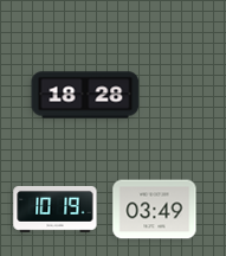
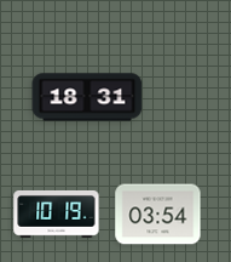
clock at (85, 95): 18:28 -> 18:31
clock at (155, 210): 03:49 -> 03:54
